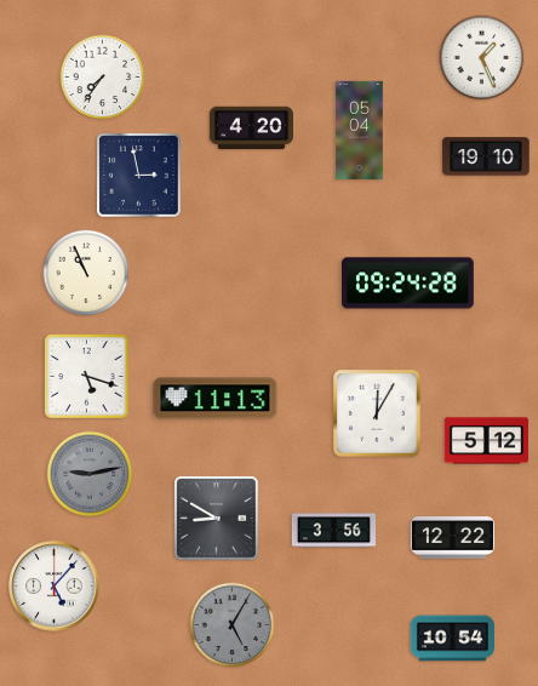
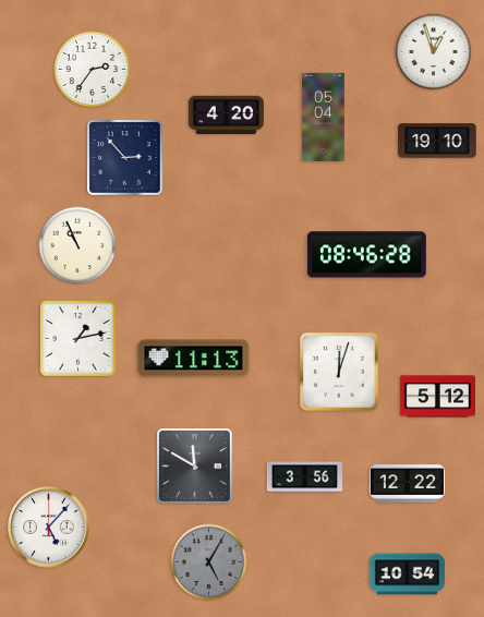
clock at (482, 58): 1:26 -> 12:57
clock at (103, 78): 7:36 -> 2:36
clock at (139, 176): 2:58 -> 2:53
clock at (407, 284): 09:24 -> 08:46
clock at (87, 377): 5:18 -> 1:13
clock at (377, 413): 12:05 -> 12:03
clock at (90, 474): 9:13 -> none
clock at (217, 519): 8:50 -> 11:50
clock at (333, 531) position: (333, 531) -> (304, 477)
